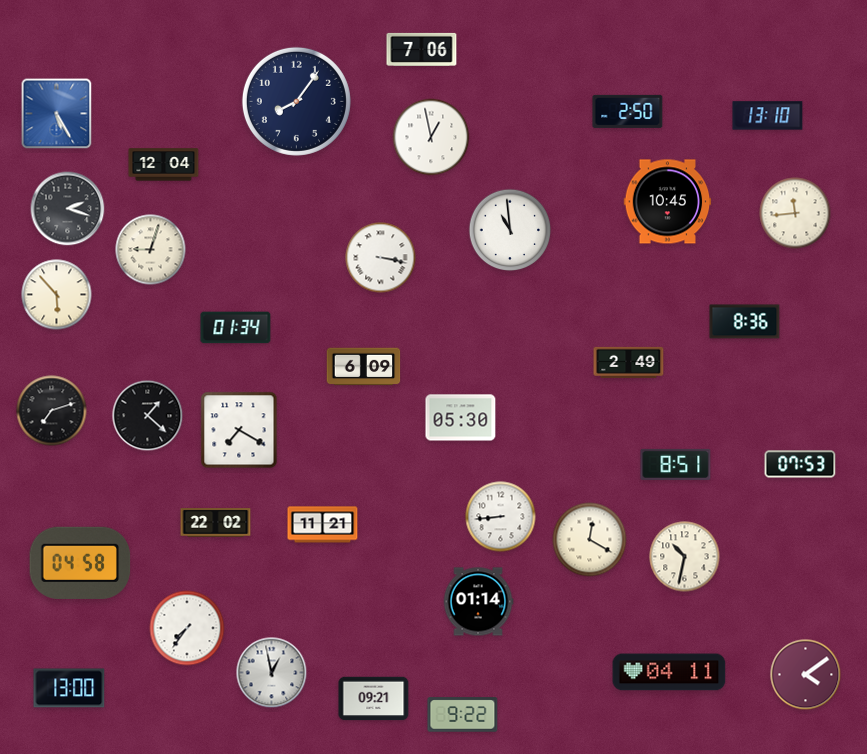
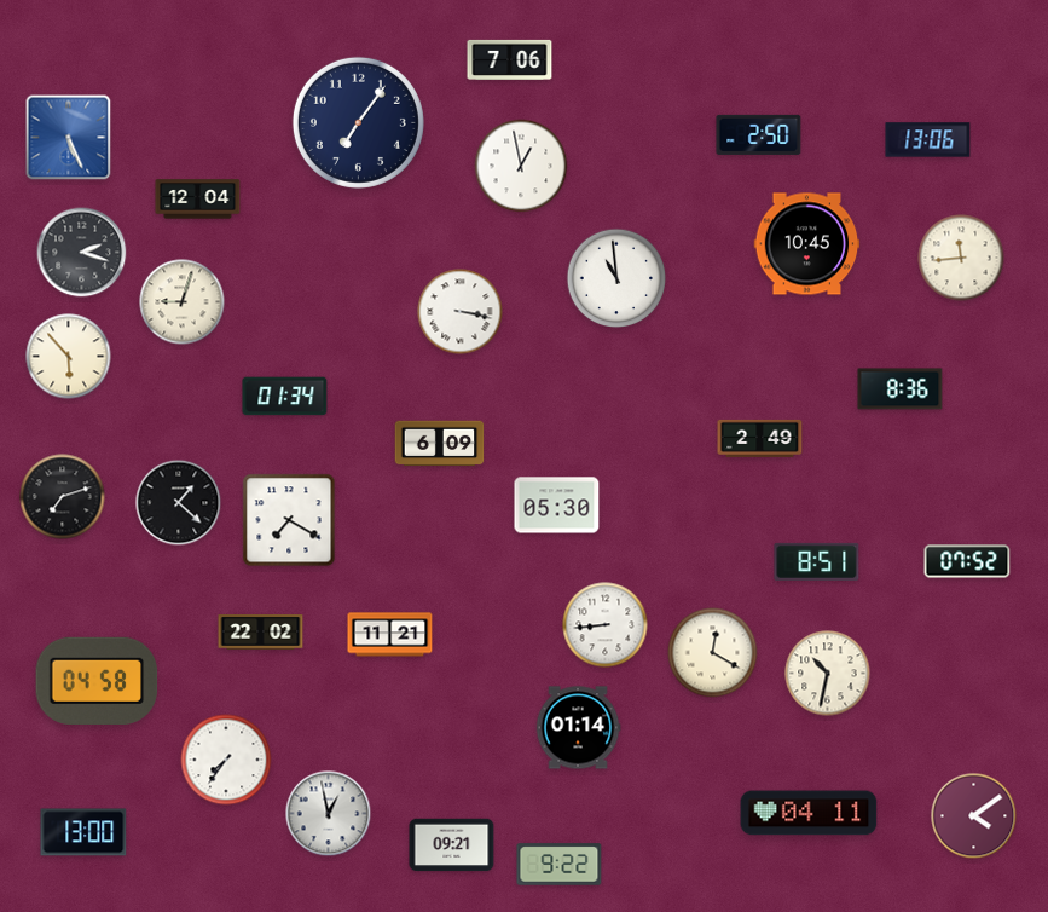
clock at (296, 101): 8:06 -> 7:06
clock at (57, 114): 5:25 -> 5:26
clock at (768, 116): 13:10 -> 13:06
clock at (800, 464): 07:53 -> 07:52
